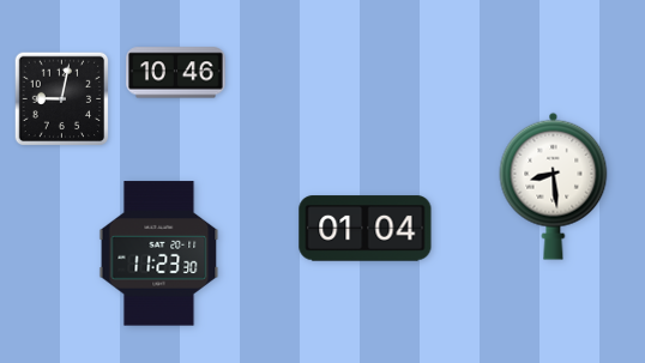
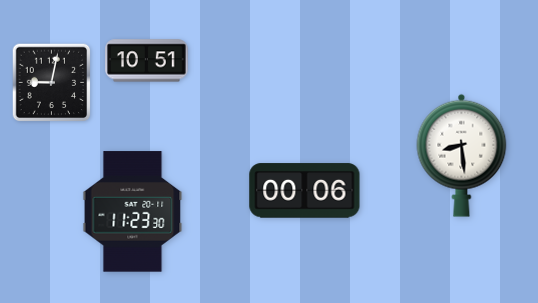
clock at (176, 73): 10:46 -> 10:51
clock at (366, 229): 01:04 -> 00:06
